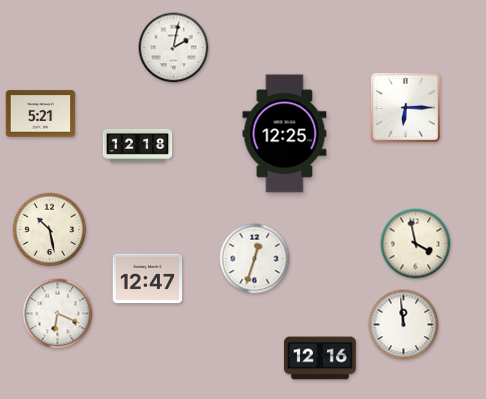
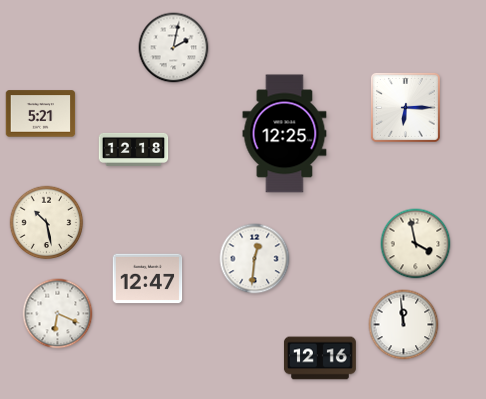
clock at (138, 145) position: (138, 145) -> (134, 149)
clock at (50, 230) position: (50, 230) -> (47, 223)
clock at (255, 259): 12:33 -> 12:31
